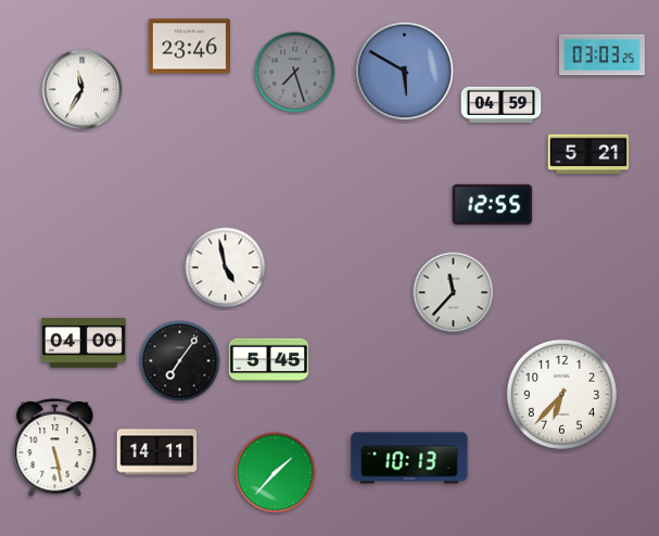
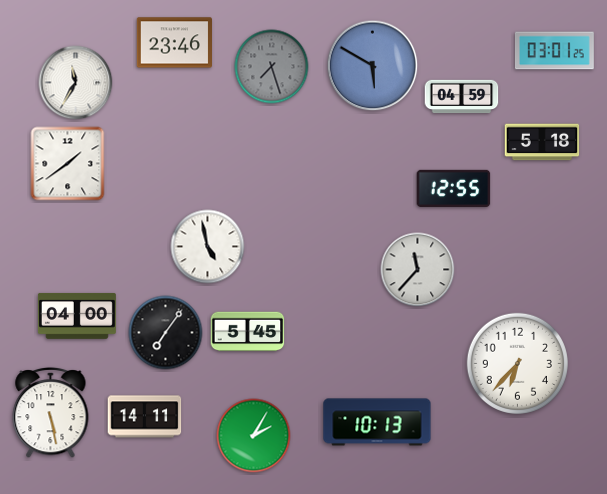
clock at (601, 55): 03:03 -> 03:01
clock at (588, 154): 5:21 -> 5:18
clock at (68, 164): none -> 1:39
clock at (276, 473): 1:37 -> 2:05
